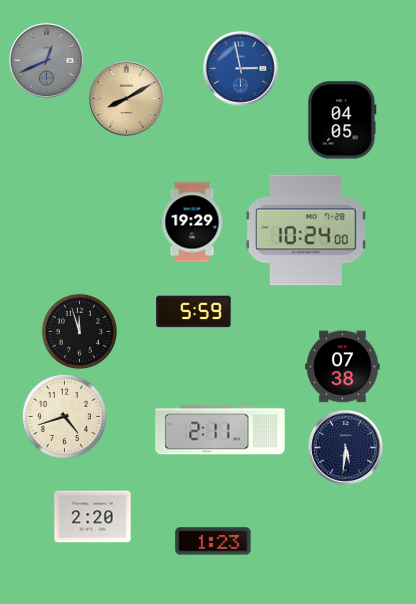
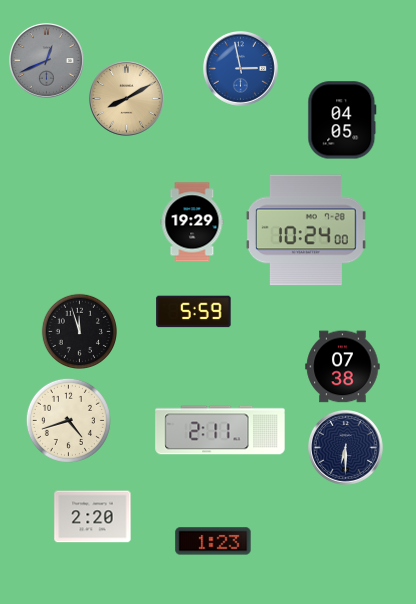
clock at (64, 416) position: (64, 416) -> (68, 420)
clock at (346, 448): 5:31 -> 6:30
